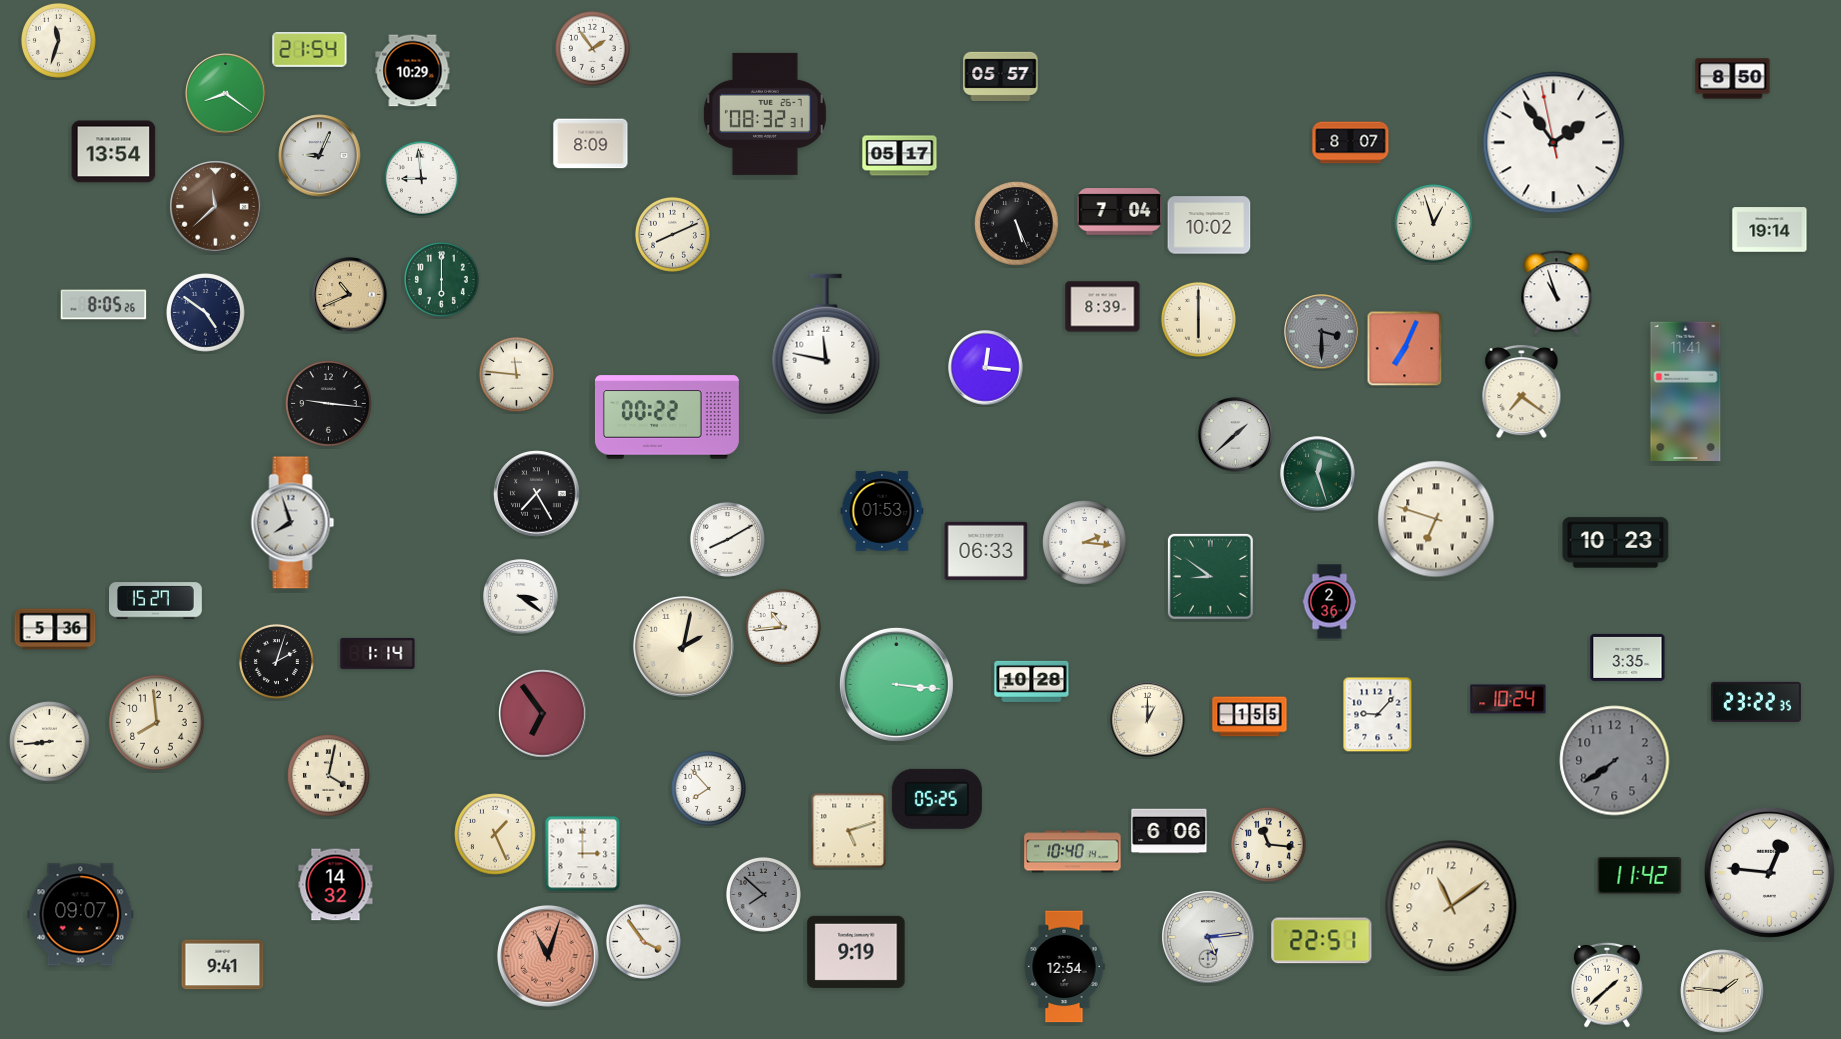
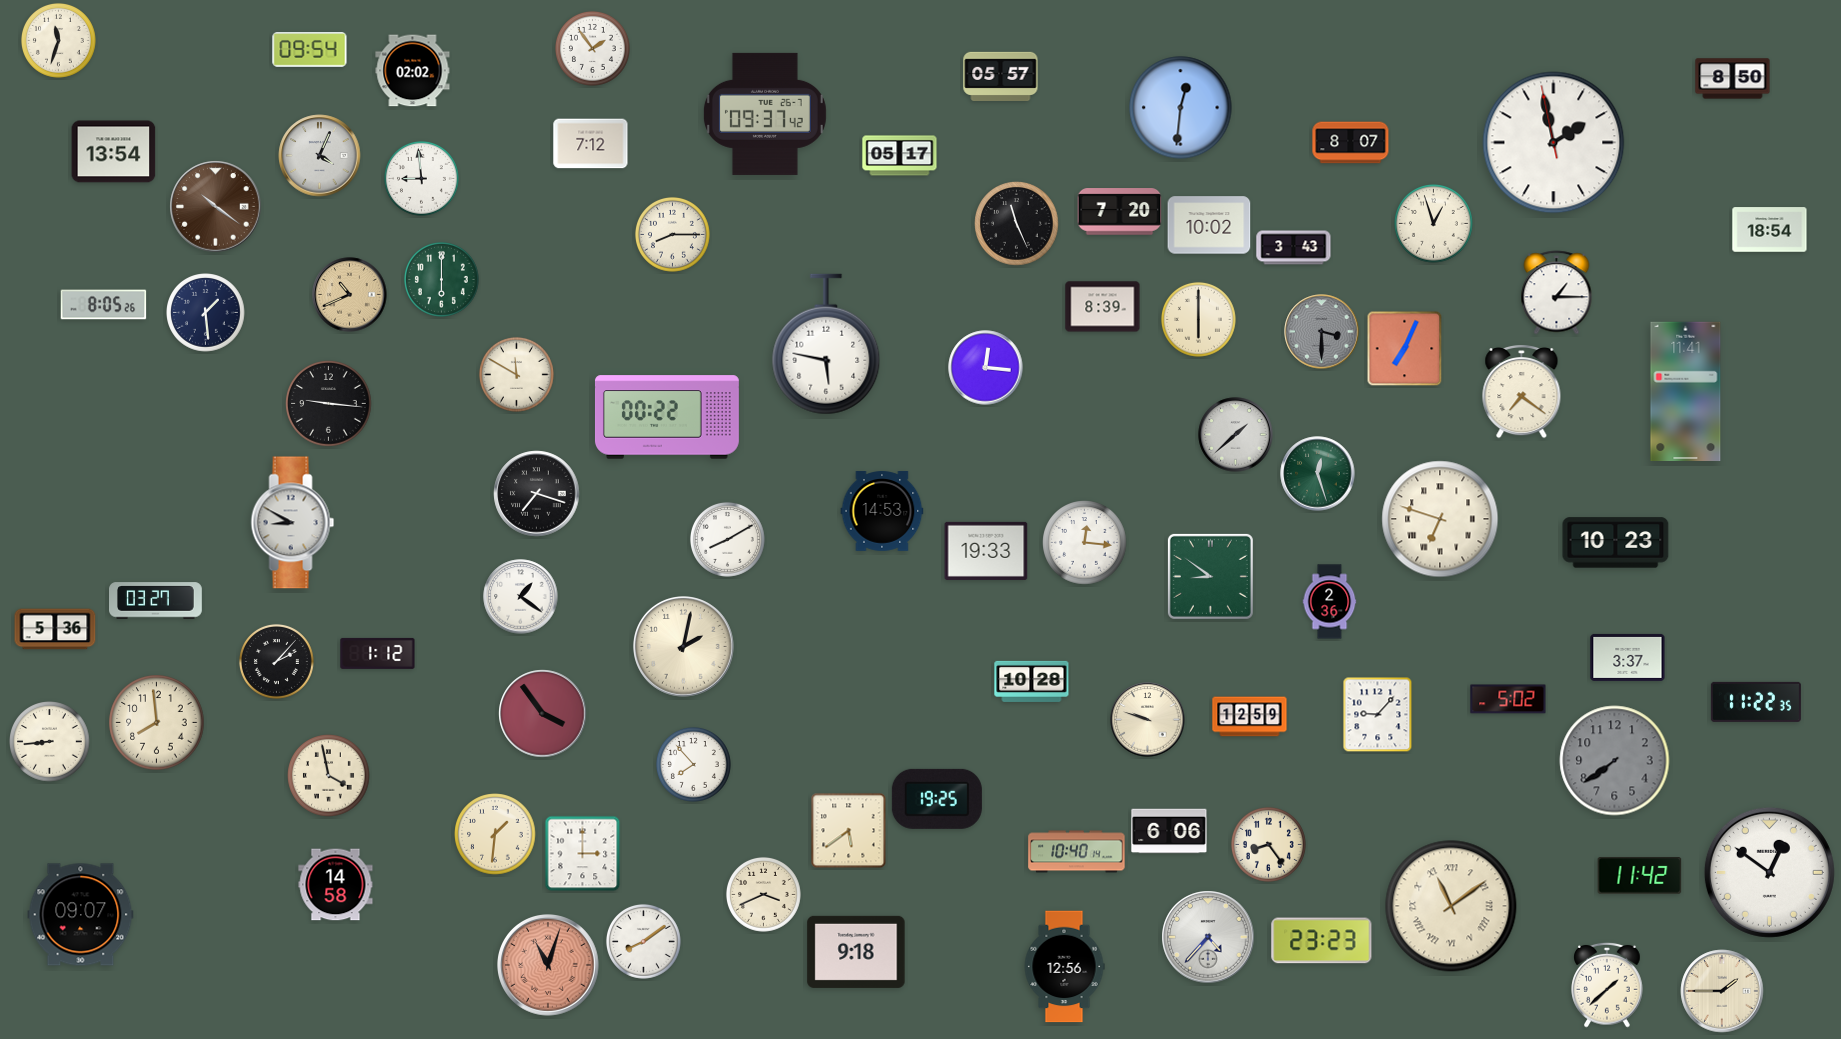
clock at (310, 50): 21:54 -> 09:54
clock at (413, 71): 10:29 -> 02:02
clock at (226, 94): 8:21 -> none
clock at (1181, 108): none -> 12:31
clock at (765, 114): 08:32 -> 09:37
clock at (1554, 143): 1:53 -> 1:57
clock at (591, 144): 8:09 -> 7:12
clock at (320, 156): 9:04 -> 4:04
clock at (216, 207): 11:38 -> 10:21
clock at (1120, 212): 7:04 -> 7:20
clock at (1017, 224): 5:26 -> 11:26
clock at (1770, 230): 19:14 -> 18:54
clock at (672, 234): 8:11 -> 8:15
clock at (1294, 248): none -> 3:43
clock at (1557, 293): 10:57 -> 1:15
clock at (206, 313): 4:51 -> 1:29
clock at (826, 344): 11:47 -> 5:47
clock at (516, 374): 11:46 -> 11:50
clock at (537, 494): 7:25 -> 7:18
clock at (882, 511): 01:53 -> 14:53
clock at (1436, 519) position: (1436, 519) -> (1440, 519)
clock at (293, 523): 7:57 -> 8:50
clock at (1085, 543): 2:16 -> 12:16
clock at (986, 551): 06:33 -> 19:33
clock at (521, 597): 3:21 -> 1:21
clock at (156, 601): 15:27 -> 03:27
clock at (784, 628): 10:44 -> none
clock at (378, 653): 1:14 -> 1:12
clock at (1628, 657): 3:35 -> 3:37
clock at (276, 661): 2:03 -> 2:07
clock at (896, 684): 3:16 -> none
clock at (1508, 699): 10:24 -> 5:02
clock at (1756, 702): 23:22 -> 11:22
clock at (543, 714): 6:54 -> 3:54
clock at (1250, 717): 1:55 -> 12:59
clock at (1148, 720): 1:00 -> 9:48
clock at (329, 776): 4:02 -> 3:58
clock at (708, 788) position: (708, 788) -> (693, 764)
clock at (937, 799): 05:25 -> 19:25
clock at (849, 831): 5:12 -> 5:39
clock at (495, 834): 1:26 -> 1:31
clock at (1268, 844): 11:16 -> 8:24
clock at (1073, 852) position: (1073, 852) -> (1077, 852)
clock at (1769, 872): 12:46 -> 12:51
clock at (336, 885): 14:32 -> 14:58
clock at (763, 894): 7:52 -> 3:41
clock at (763, 894) dial: grey -> cream
clock at (1451, 906) numerals: Arabic -> Roman
clock at (1208, 937): 5:14 -> 4:37
clock at (643, 941): 3:54 -> 8:09
clock at (1322, 941): 22:51 -> 23:23
clock at (856, 952): 9:19 -> 9:18
clock at (549, 957) position: (549, 957) -> (549, 966)
clock at (223, 965): 9:41 -> none
clock at (1064, 967): 12:54 -> 12:56
clock at (1722, 991): 1:46 -> 1:45
